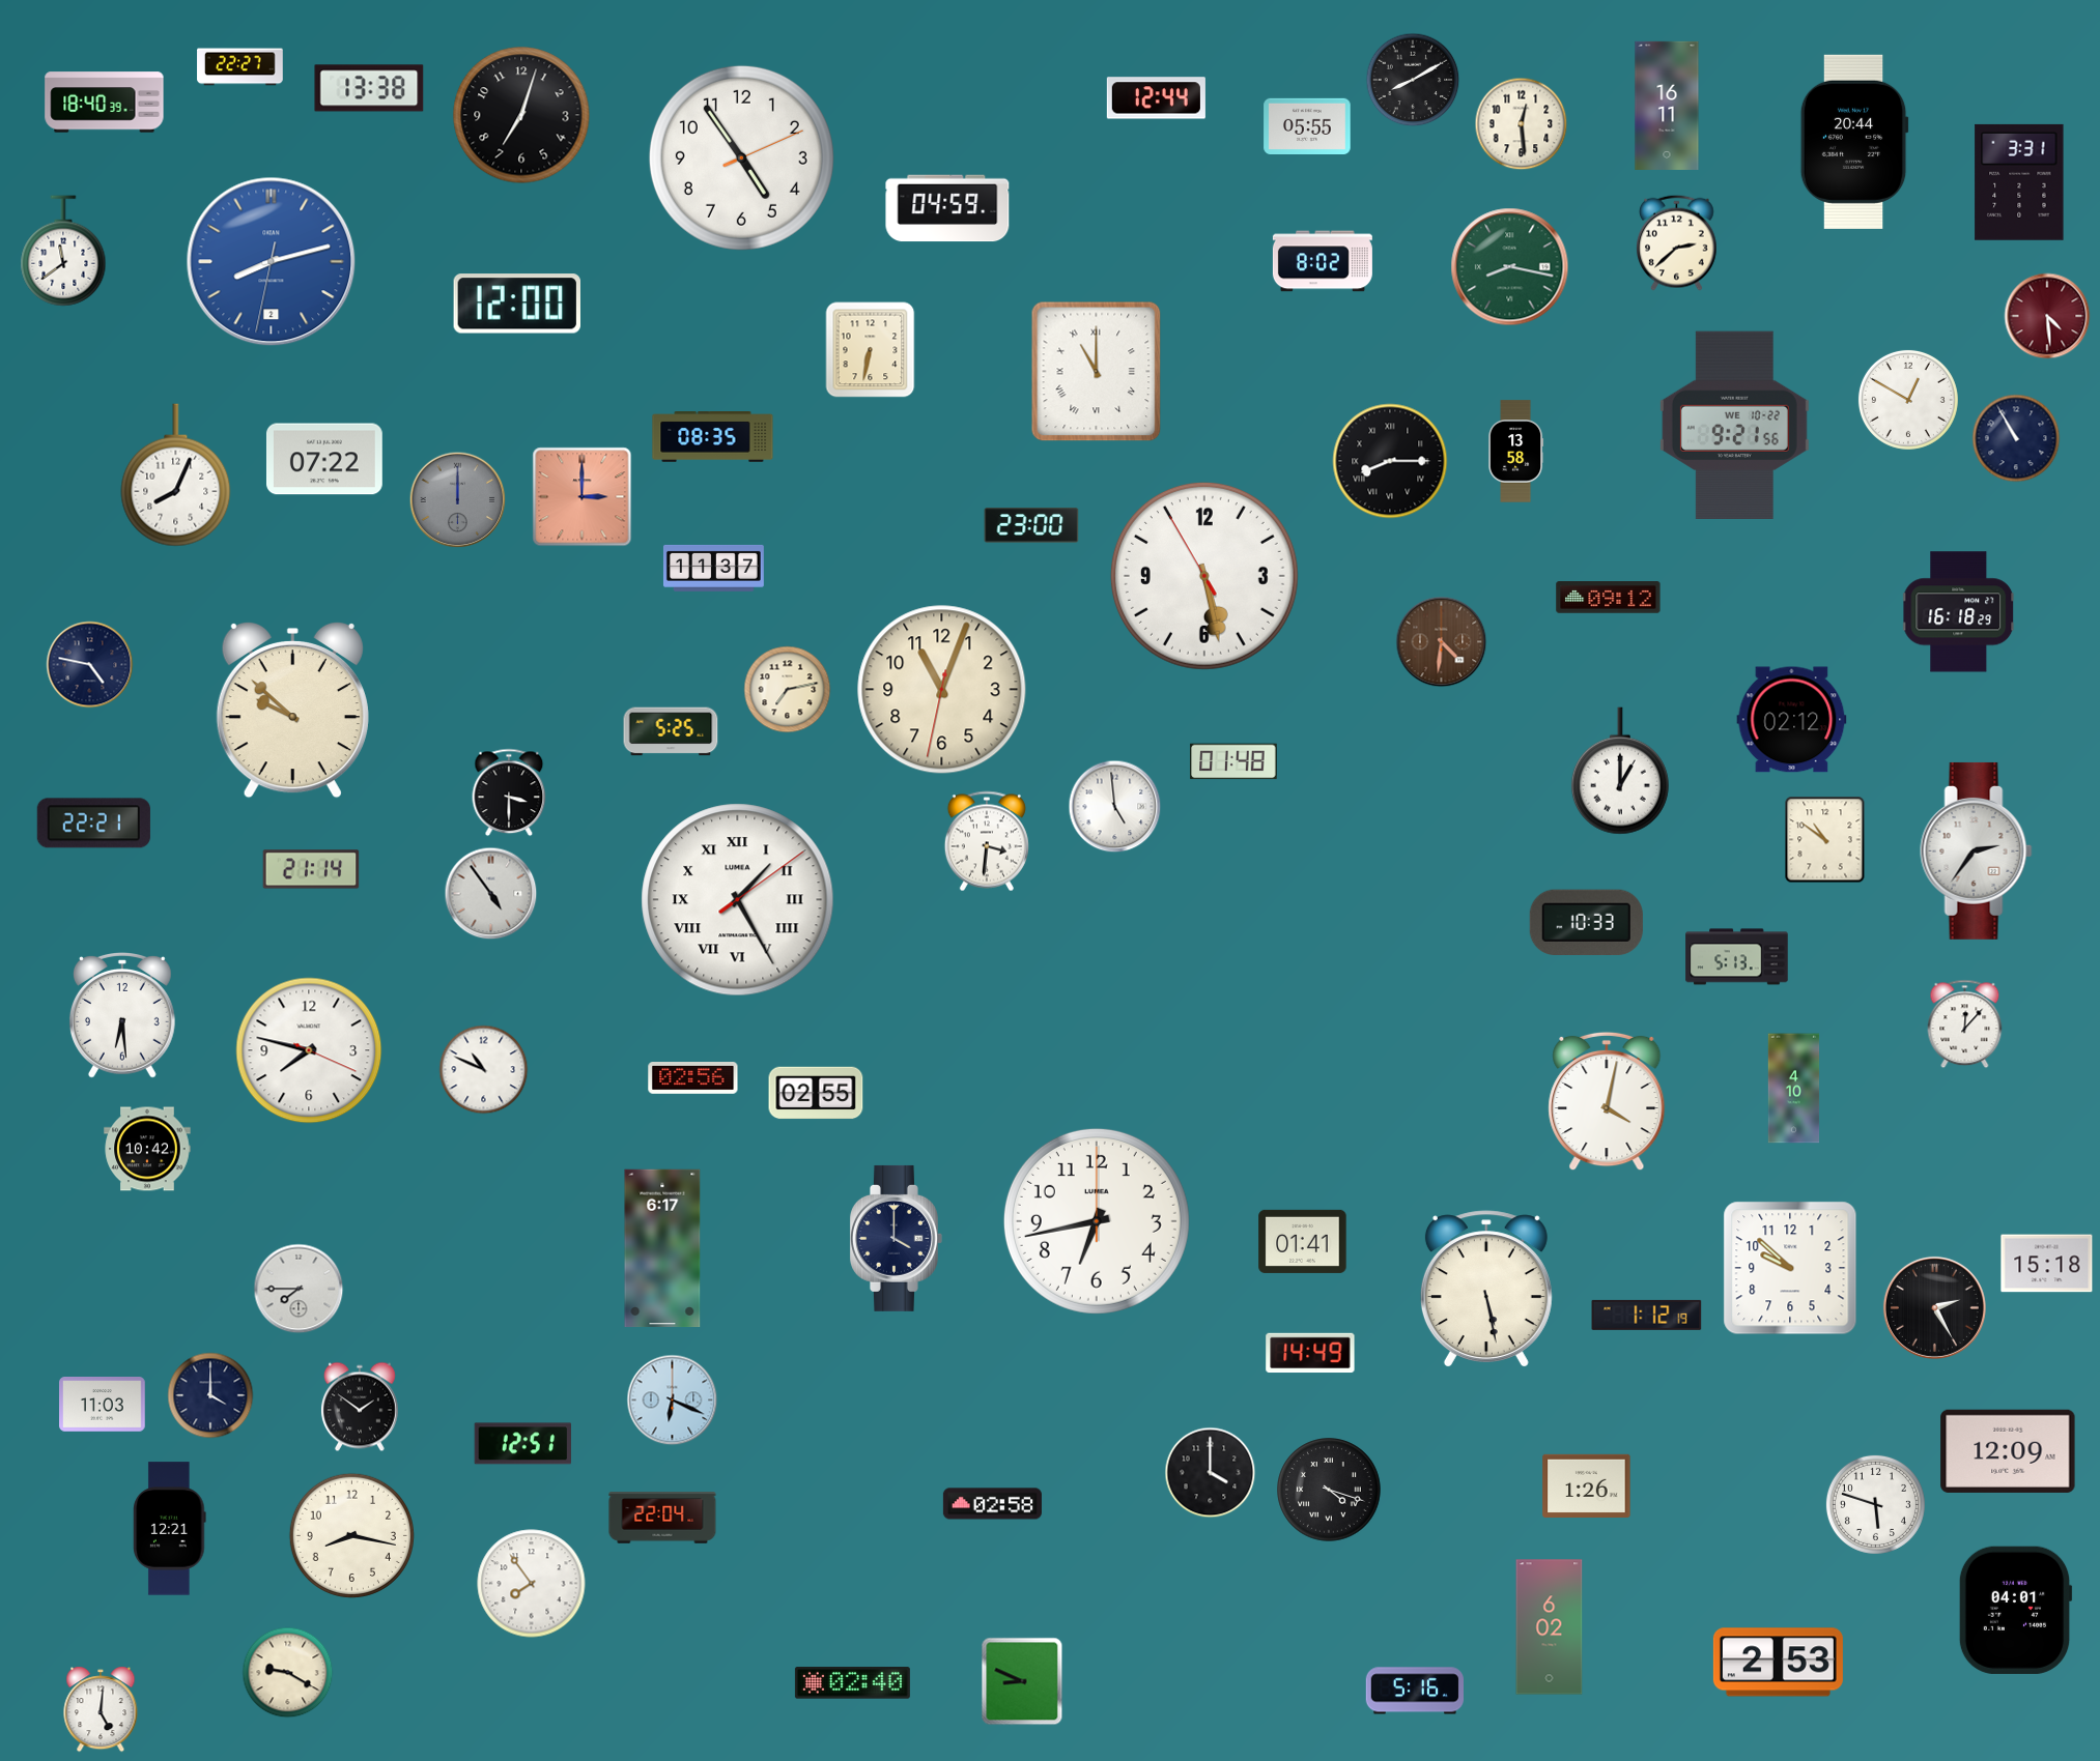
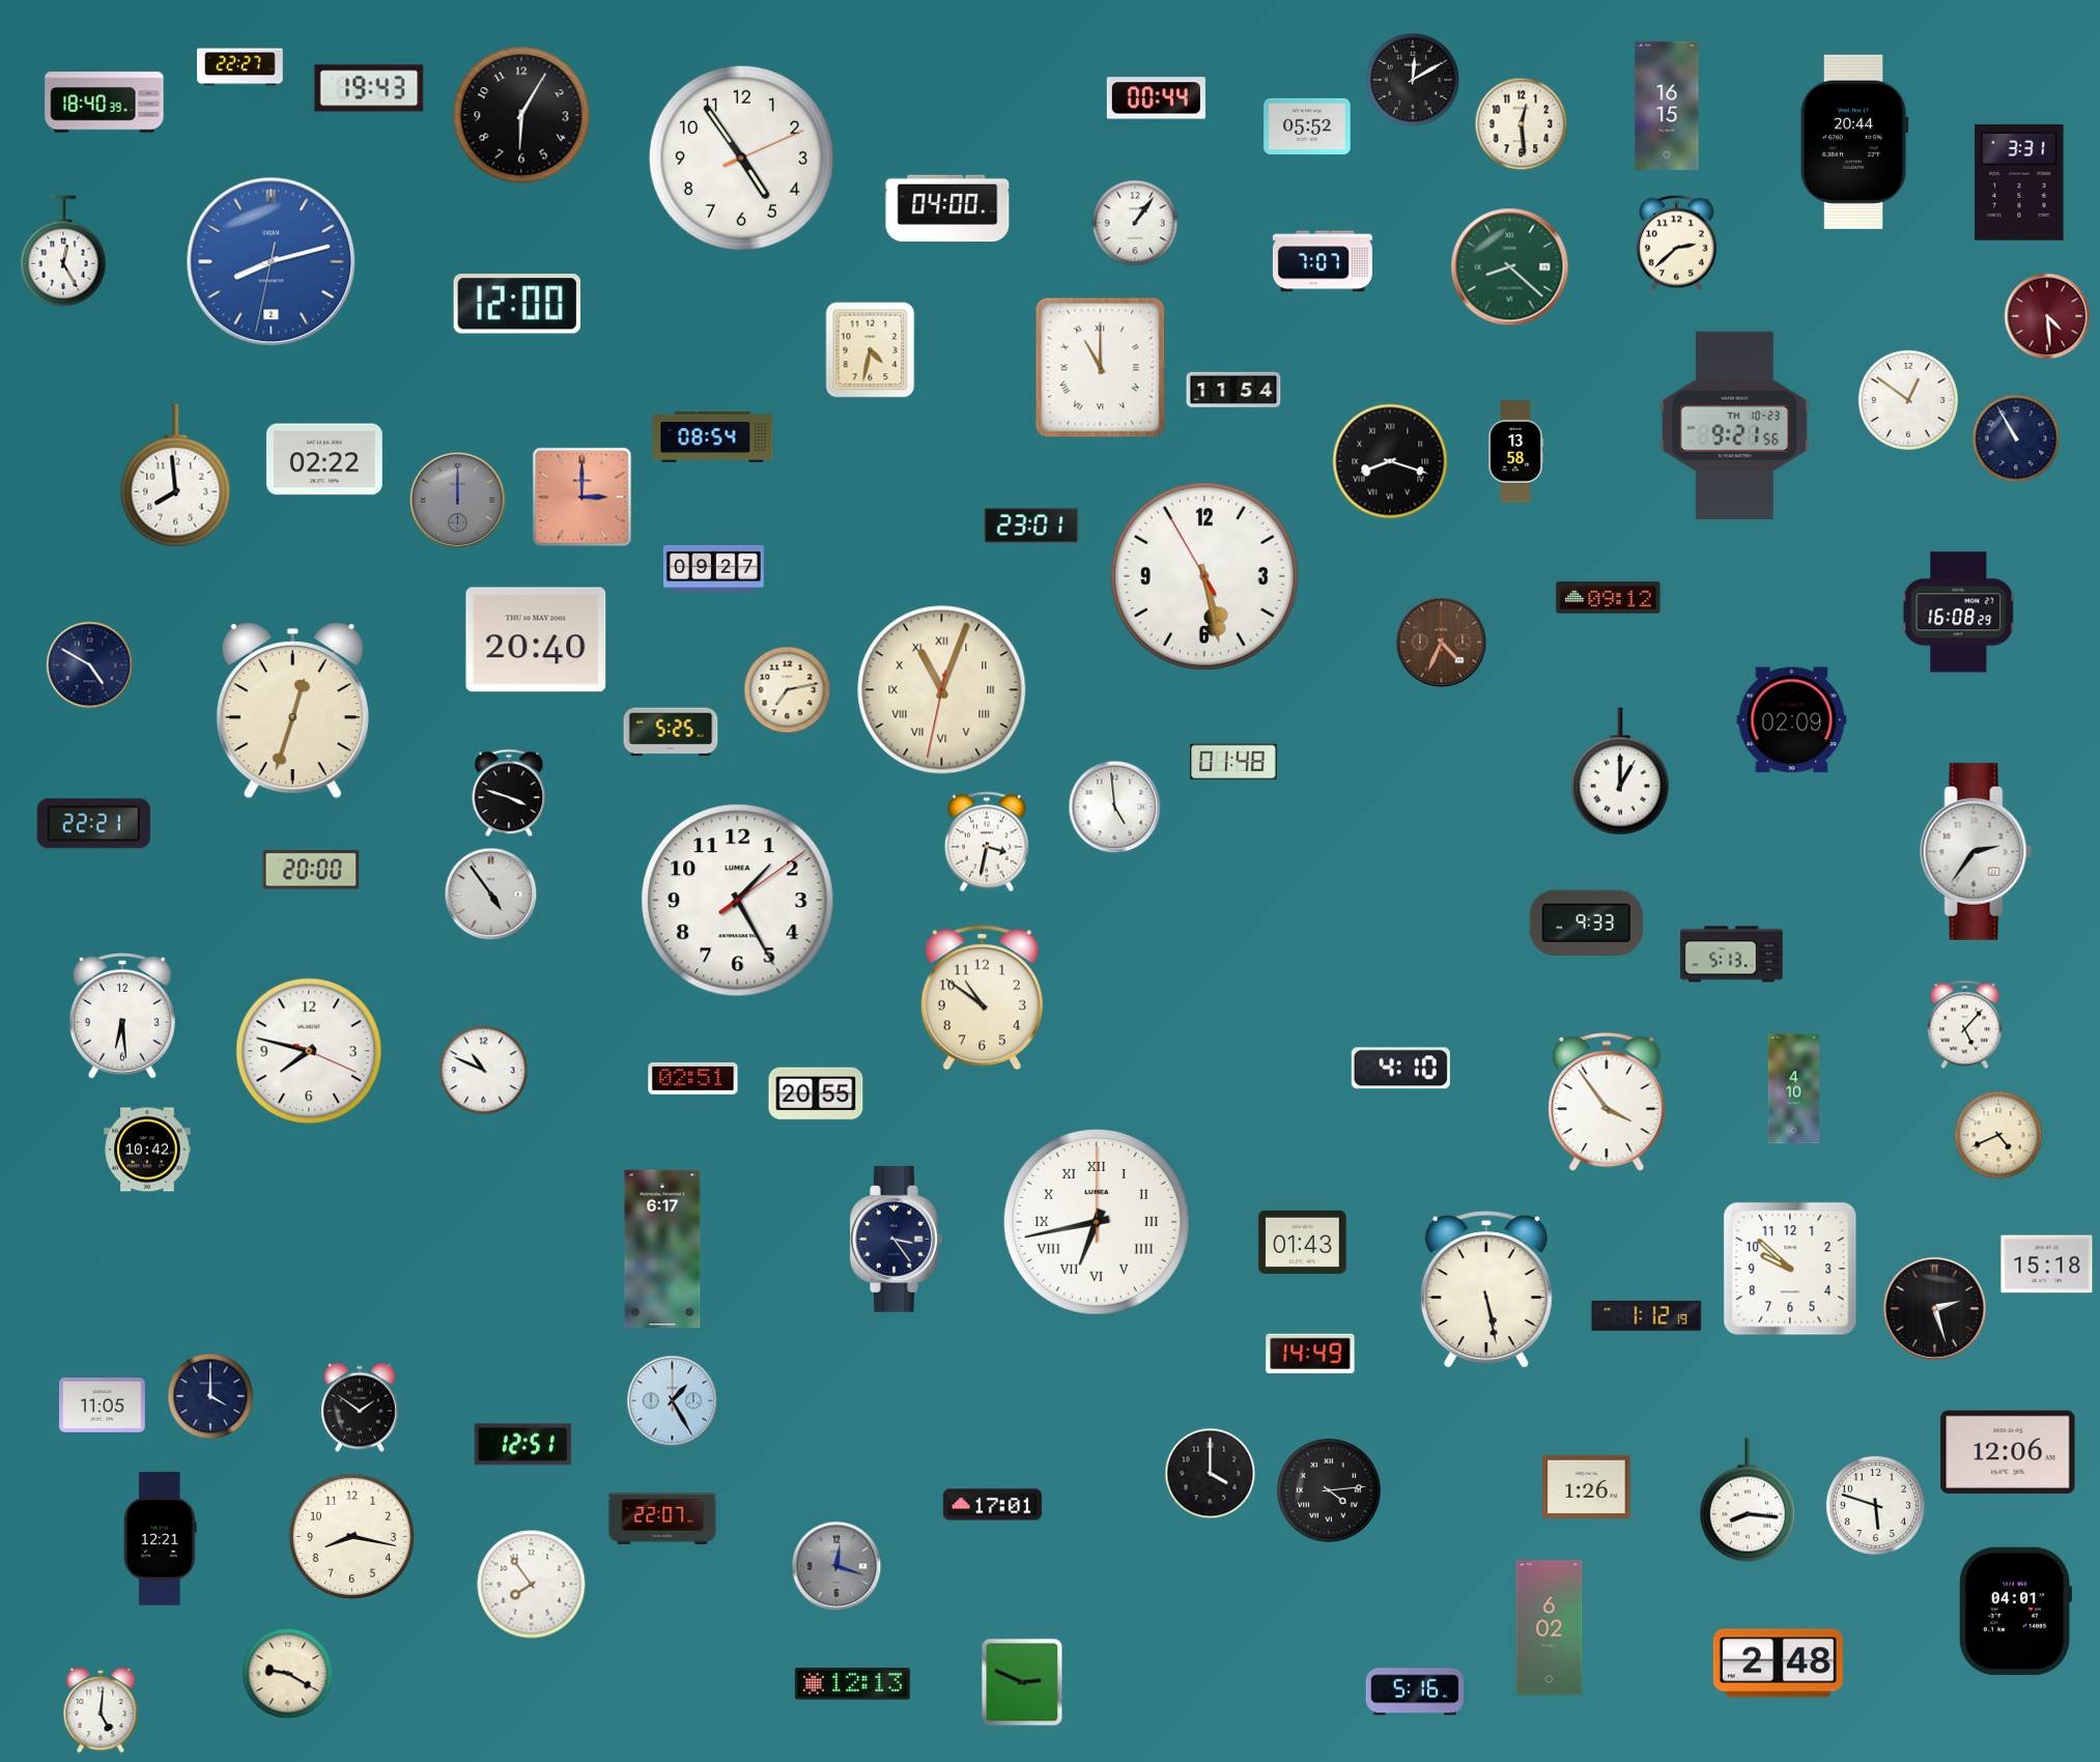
clock at (1413, 80): 8:10 -> 12:10
clock at (369, 88): 13:38 -> 19:43
clock at (1156, 98): 12:44 -> 00:44
clock at (1667, 106): 16:11 -> 16:15
clock at (521, 115): 7:03 -> 6:05
clock at (1307, 125): 05:55 -> 05:52
clock at (947, 208): 04:59 -> 04:00
clock at (1135, 223): none -> 1:06
clock at (63, 251): 11:39 -> 12:25
clock at (1323, 261): 8:02 -> 7:07
clock at (1510, 267): 8:17 -> 8:22
clock at (871, 350): 6:32 -> 4:32
clock at (1097, 372) position: (1097, 372) -> (1101, 368)
clock at (1233, 390): none -> 11:54
clock at (1908, 400): 12:50 -> 12:51
clock at (1734, 425) date: WE 10-22 -> TH 10-23
clock at (713, 437): 08:35 -> 08:54
clock at (324, 459): 07:22 -> 02:22
clock at (1390, 461): 8:15 -> 8:18
clock at (176, 475): 8:04 -> 7:59
clock at (1031, 525): 23:00 -> 23:01
clock at (714, 568): 11:37 -> 09:27
clock at (1959, 612): 16:18 -> 16:08
clock at (536, 640): none -> 20:40
clock at (1442, 642): 4:31 -> 4:34
clock at (90, 665): 4:47 -> 4:50
clock at (942, 690) numerals: Arabic -> Roman
clock at (292, 710): 9:52 -> 12:33
clock at (1792, 720): 02:12 -> 02:09
clock at (509, 792): 3:30 -> 3:48
clock at (1825, 840): 10:51 -> none
clock at (987, 841): 3:31 -> 3:32
clock at (311, 869): 21:14 -> 20:00
clock at (738, 900) numerals: Roman -> Arabic
clock at (1586, 923): 10:33 -> 9:33
clock at (1737, 957) position: (1737, 957) -> (1732, 955)
clock at (982, 998): none -> 10:51
clock at (1965, 1024): 12:07 -> 5:07
clock at (1400, 1069): none -> 4:10
clock at (693, 1078): 02:56 -> 02:51
clock at (816, 1093): 02:55 -> 20:55
clock at (1607, 1101): 4:02 -> 3:54
clock at (1998, 1135): none -> 4:41
clock at (1097, 1221) numerals: Arabic -> Roman
clock at (896, 1238): 4:00 -> 3:24
clock at (1303, 1241): 01:41 -> 01:43
clock at (299, 1289): 7:45 -> none
clock at (1934, 1307): 2:25 -> 2:27
clock at (673, 1401): 6:19 -> 1:25
clock at (103, 1405): 11:03 -> 11:05
clock at (2008, 1451): 12:09 -> 12:06
clock at (1329, 1490): 4:18 -> 4:14
clock at (1748, 1500): none -> 8:16
clock at (992, 1504): 02:58 -> 17:01
clock at (662, 1518): 22:04 -> 22:07
clock at (170, 1529) position: (170, 1529) -> (161, 1539)
clock at (836, 1566): none -> 12:18
clock at (1778, 1663): 2:53 -> 2:48
clock at (1022, 1681): 8:49 -> 2:49
clock at (852, 1683): 02:40 -> 12:13
